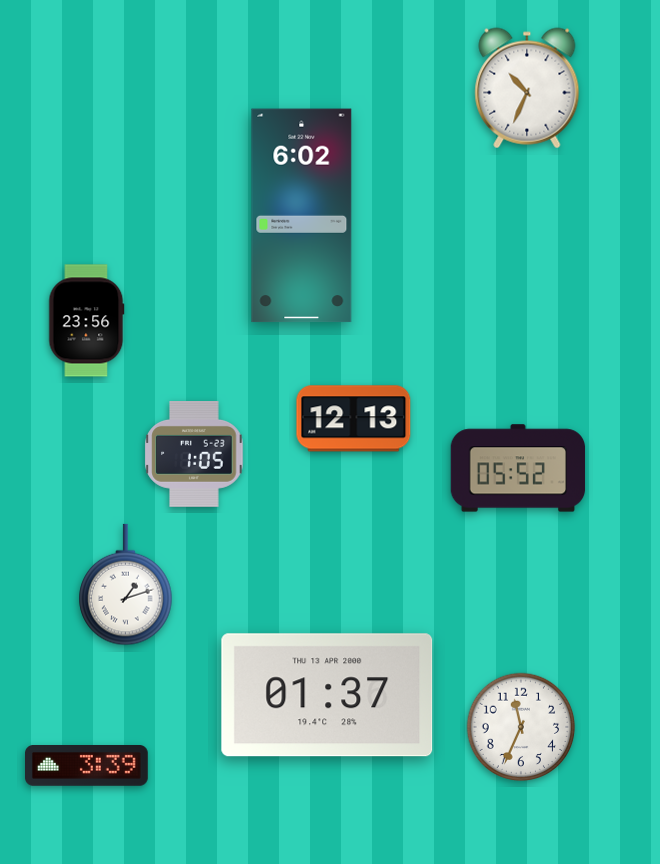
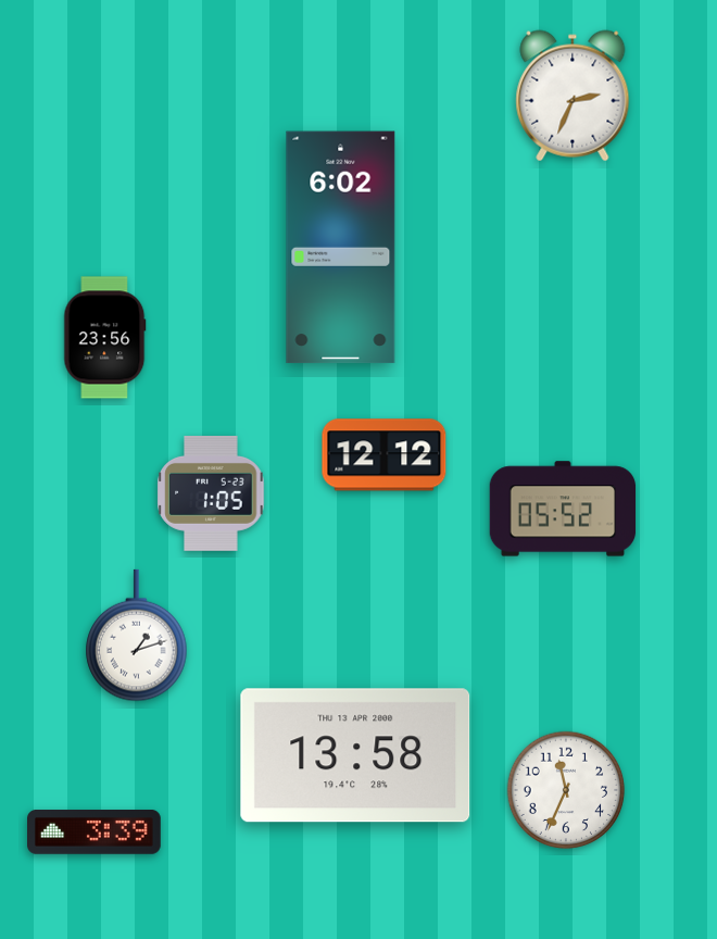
clock at (527, 88): 10:34 -> 2:34
clock at (302, 216) position: (302, 216) -> (341, 248)
clock at (87, 321) position: (87, 321) -> (105, 338)
clock at (354, 419): 12:13 -> 12:12
clock at (327, 695): 01:37 -> 13:58
